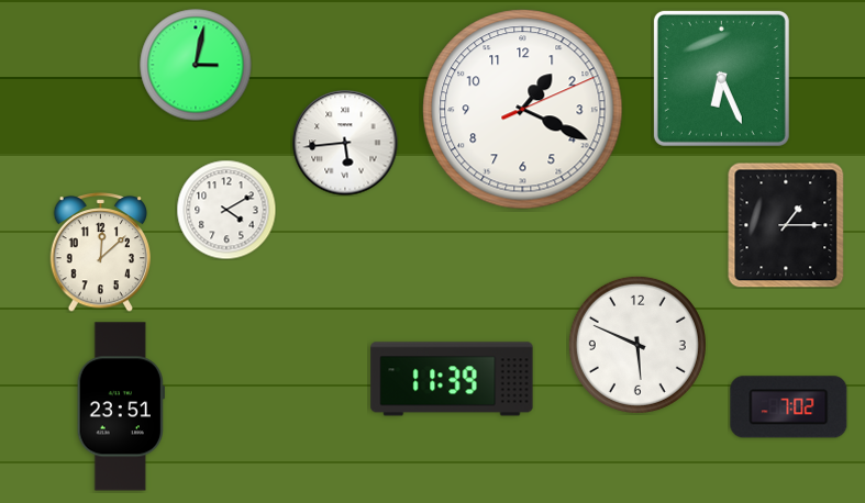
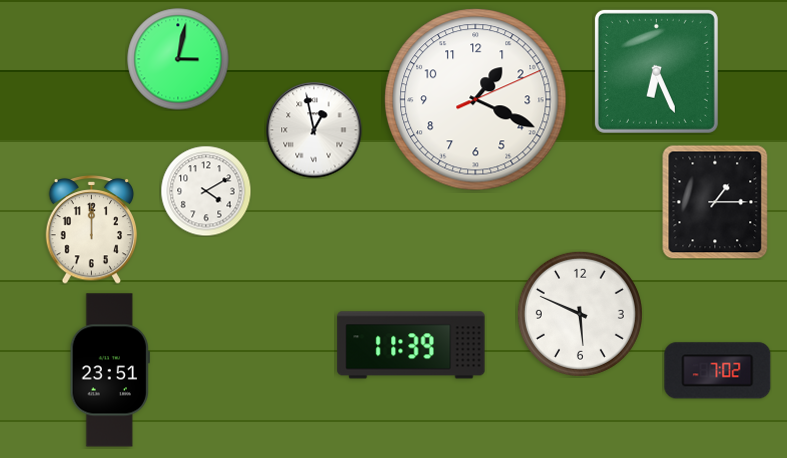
clock at (345, 143): 5:44 -> 12:58
clock at (786, 225) position: (786, 225) -> (715, 202)
clock at (101, 253): 12:08 -> 12:00
